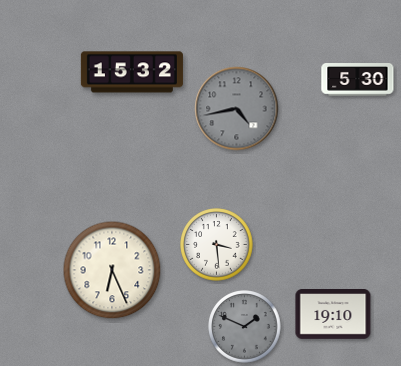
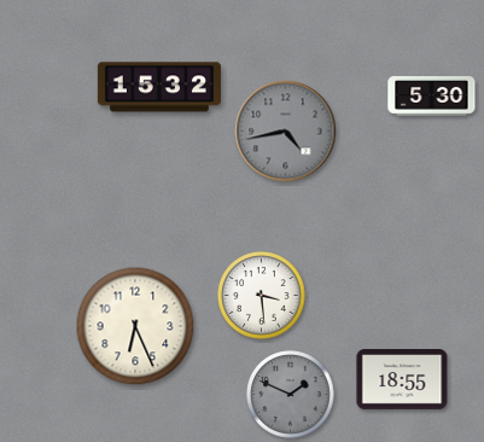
clock at (333, 315): 19:10 -> 18:55
clock at (245, 327) position: (245, 327) -> (291, 395)
